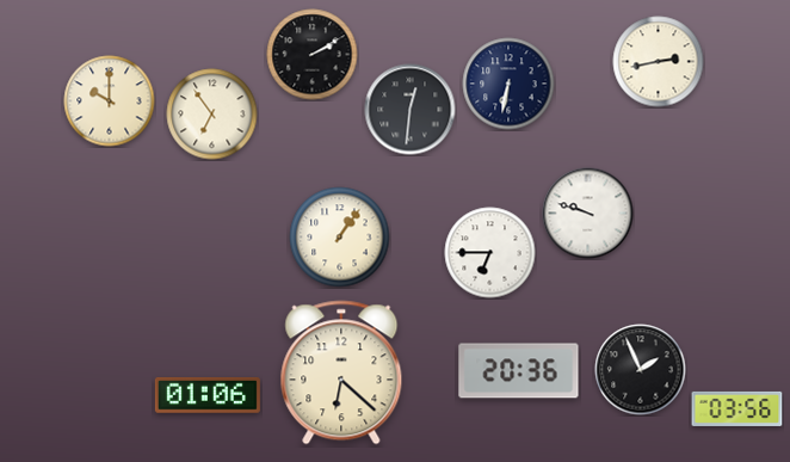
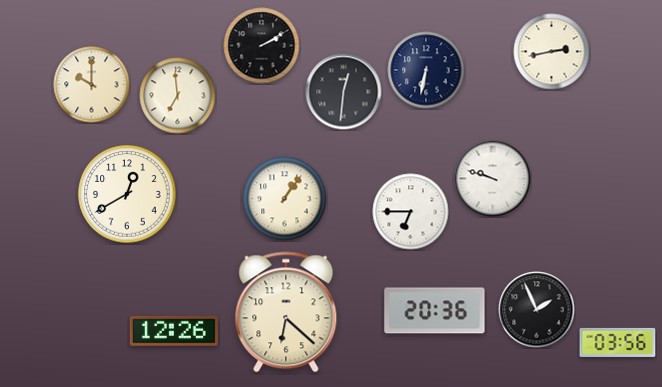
clock at (212, 115): 6:54 -> 6:59
clock at (127, 194): none -> 12:40
clock at (208, 395): 01:06 -> 12:26
